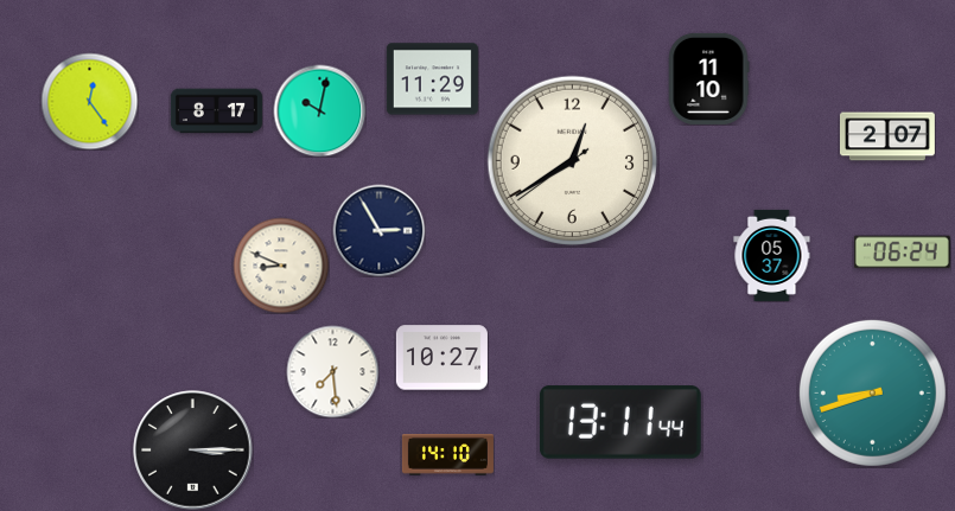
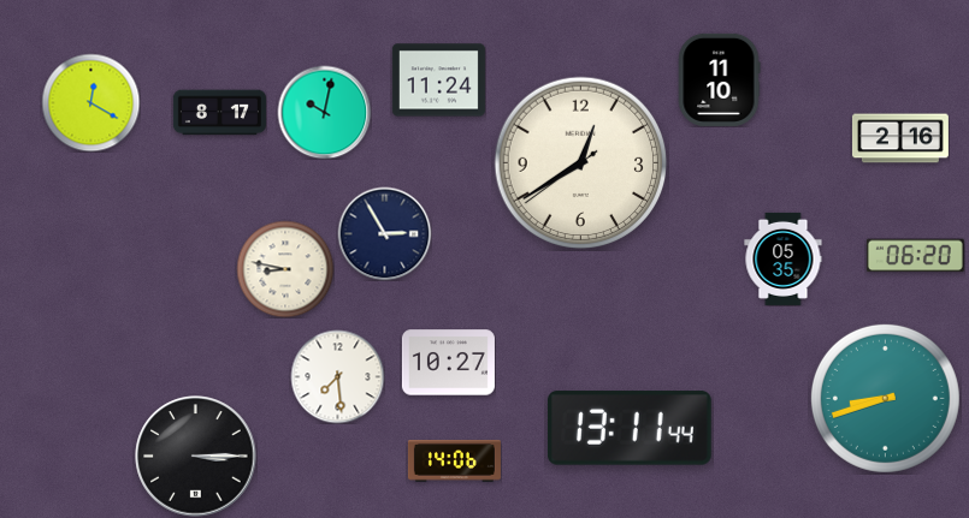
clock at (432, 79): 11:29 -> 11:24
clock at (89, 101): 12:24 -> 12:20
clock at (887, 136): 2:07 -> 2:16
clock at (902, 253): 06:24 -> 06:20
clock at (772, 255): 05:37 -> 05:35
clock at (281, 266): 8:49 -> 8:47
clock at (447, 455): 14:10 -> 14:06
